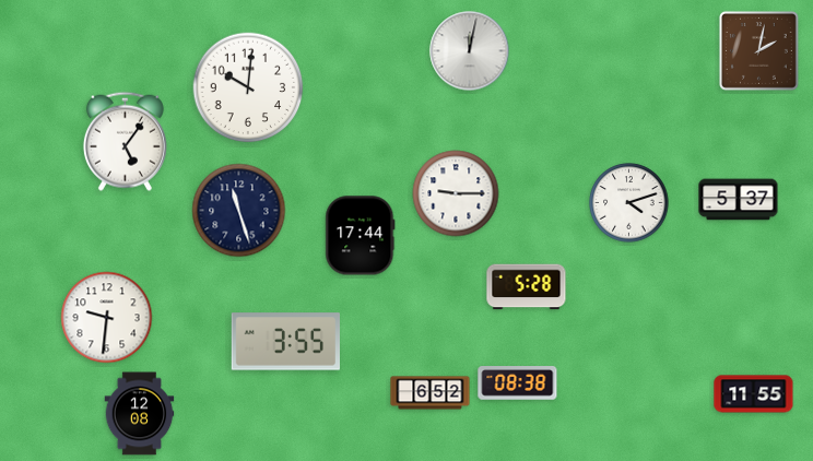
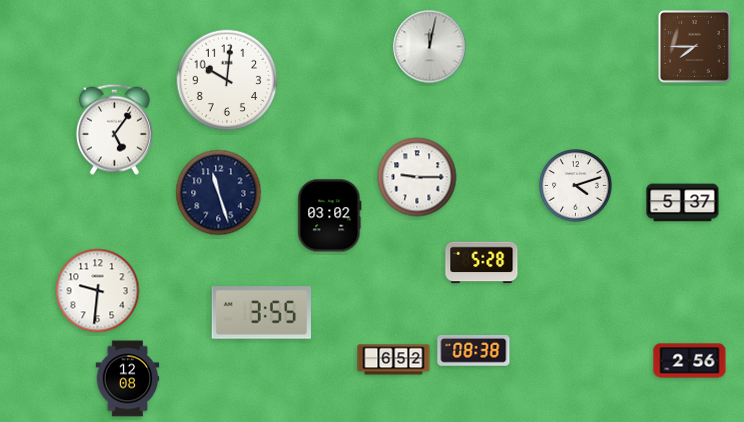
clock at (758, 50): 2:02 -> 7:45
clock at (739, 200) position: (739, 200) -> (683, 203)
clock at (361, 236): 17:44 -> 03:02
clock at (754, 394): 11:55 -> 2:56
